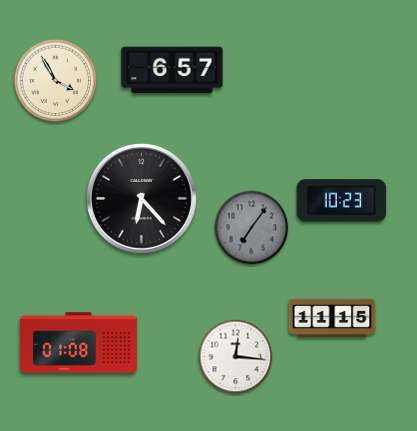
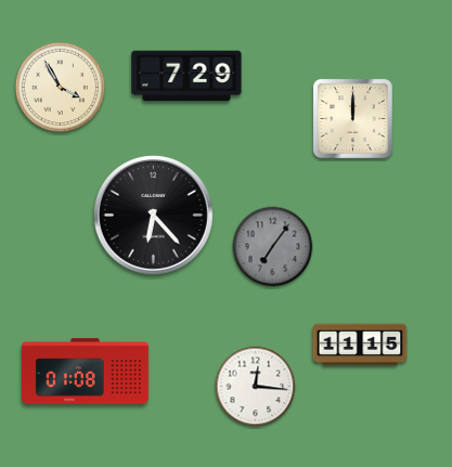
clock at (172, 70): 6:57 -> 7:29
clock at (352, 118): none -> 12:00
clock at (342, 201): 10:23 -> none
